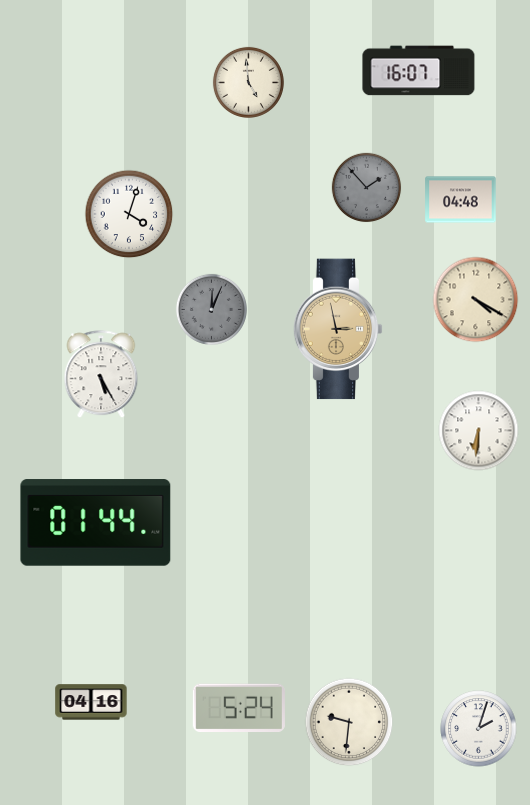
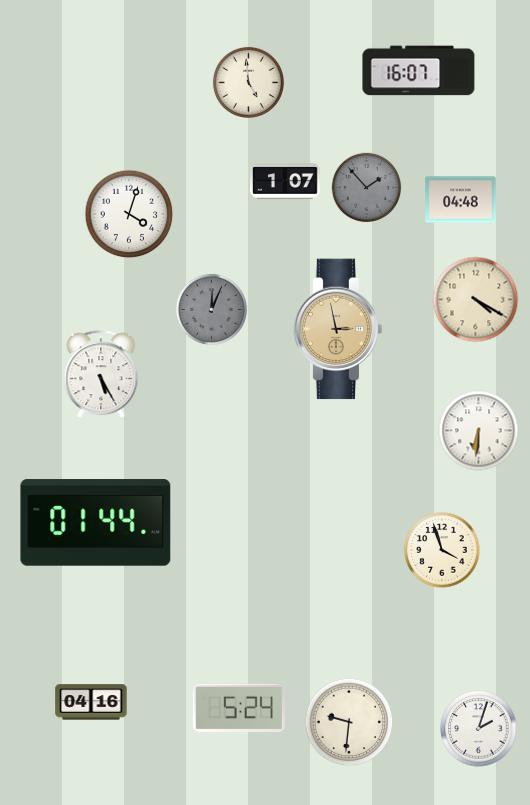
clock at (285, 181): none -> 1:07
clock at (442, 550): none -> 3:57
